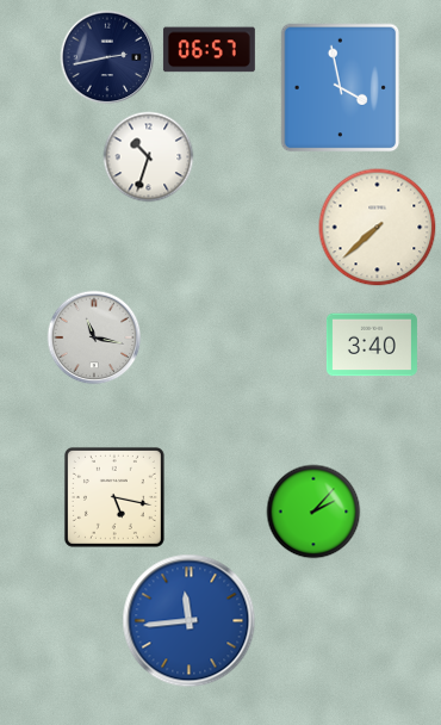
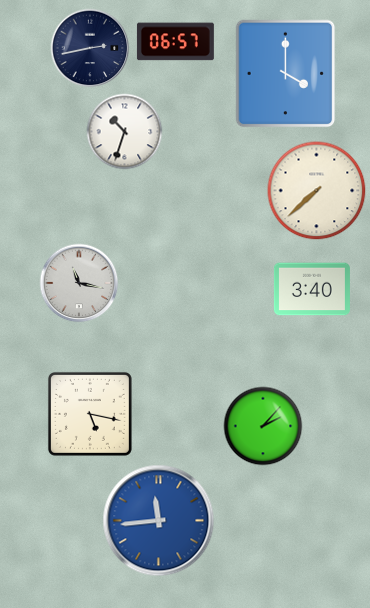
clock at (341, 88): 3:58 -> 4:00
clock at (114, 497) position: (114, 497) -> (90, 414)
clock at (313, 512) position: (313, 512) -> (263, 426)
